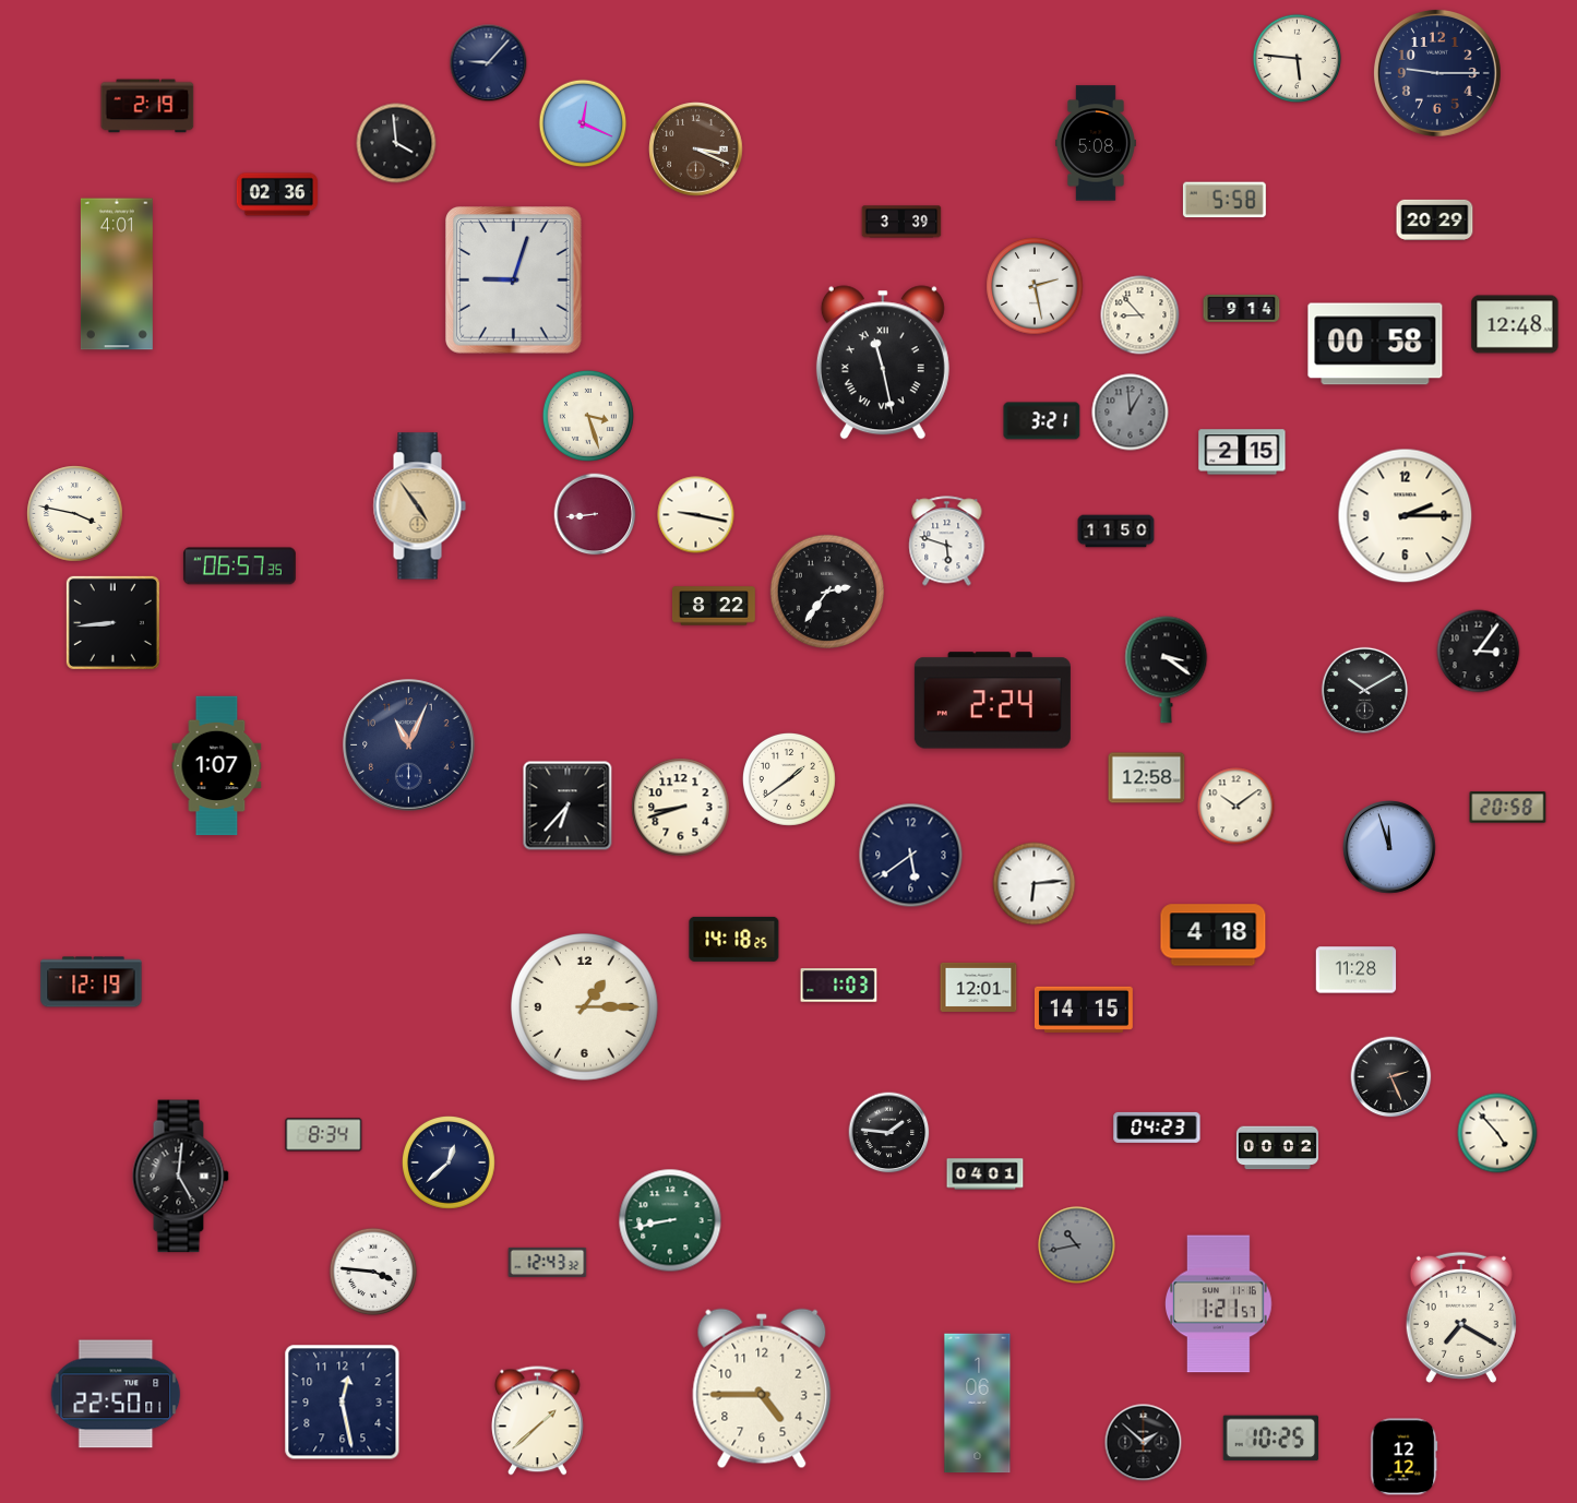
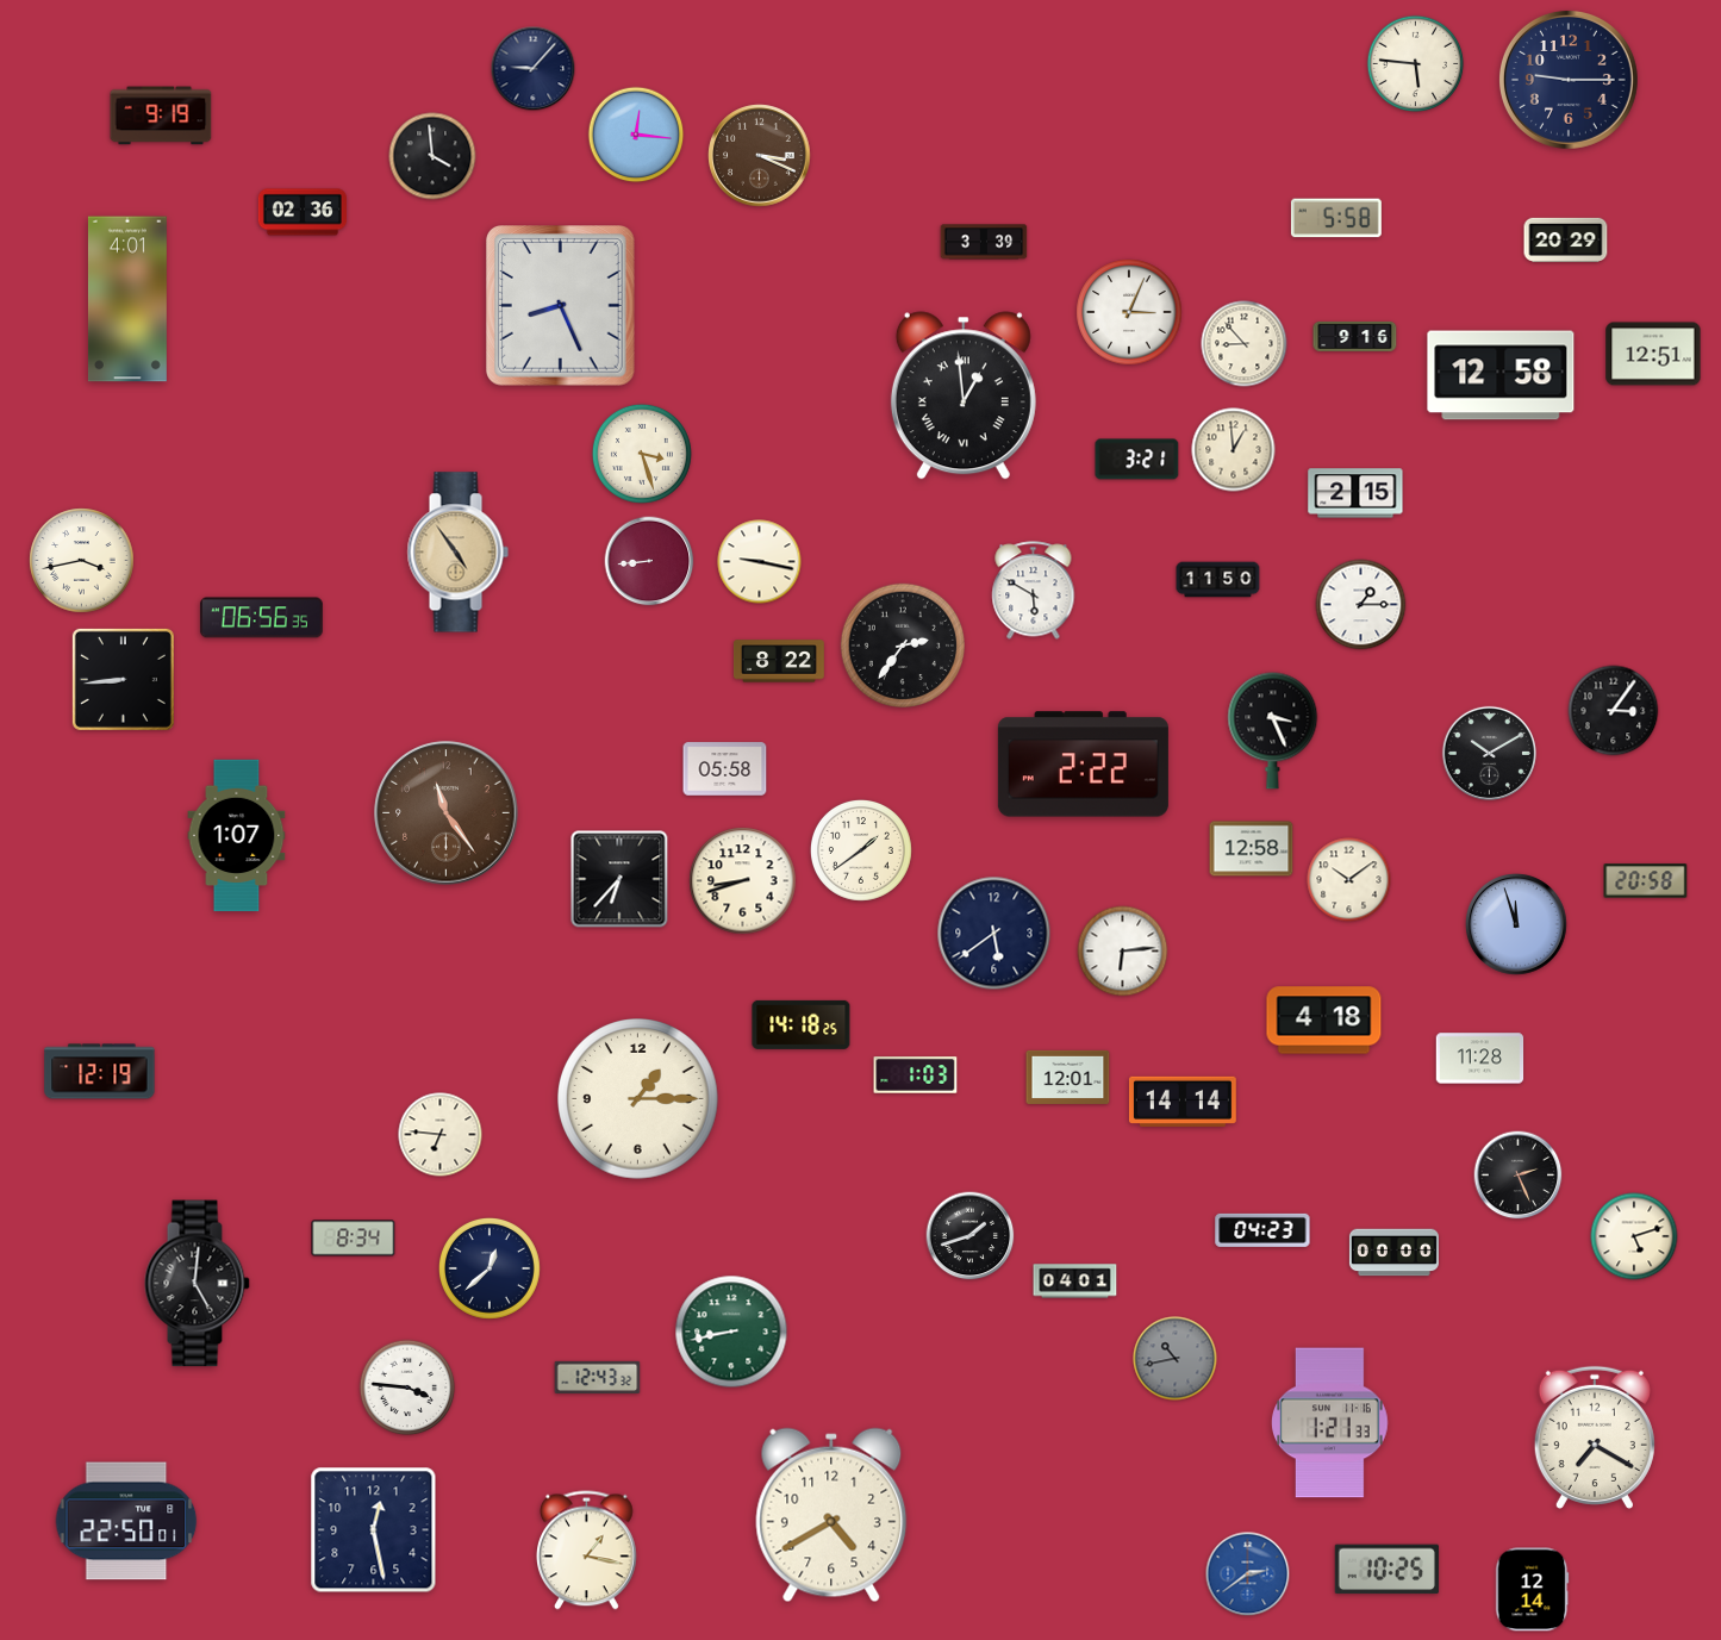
clock at (147, 106): 2:19 -> 9:19
clock at (583, 123): 12:19 -> 12:16
clock at (1097, 143): 5:08 -> none
clock at (696, 150) position: (696, 150) -> (760, 156)
clock at (514, 281): 9:03 -> 8:26
clock at (1035, 286): 2:28 -> 3:04
clock at (1242, 308): 9:14 -> 9:16
clock at (1515, 324): 12:48 -> 12:51
clock at (1375, 344): 00:58 -> 12:58
clock at (883, 362): 11:28 -> 12:59
clock at (1131, 413) dial: grey -> cream
clock at (75, 514): 3:47 -> 3:43
clock at (1406, 516): 2:15 -> none
clock at (947, 541): 5:48 -> 5:50
clock at (1361, 605): none -> 1:15
clock at (239, 566): 06:57 -> 06:56
clock at (1167, 670): 3:21 -> 3:26
clock at (992, 701): 2:24 -> 2:22
clock at (725, 769): none -> 05:58
clock at (409, 745): 11:04 -> 11:24
clock at (409, 745) dial: navy -> brown
clock at (1035, 884) position: (1035, 884) -> (1123, 952)
clock at (1084, 1010): 14:15 -> 14:14
clock at (441, 1135): none -> 6:46
clock at (889, 1133): 1:46 -> 1:42
clock at (1497, 1133): 4:53 -> 5:12
clock at (1277, 1148): 00:02 -> 00:00
clock at (1219, 1304): 1:21:57 -> 1:21:33
clock at (762, 1388): 4:45 -> 4:40
clock at (978, 1404): 1:06 -> none
clock at (538, 1421): 1:38 -> 1:17
clock at (1144, 1443): 1:52 -> 2:39
clock at (1144, 1443) dial: black -> blue
clock at (1405, 1457): 12:12 -> 12:14
